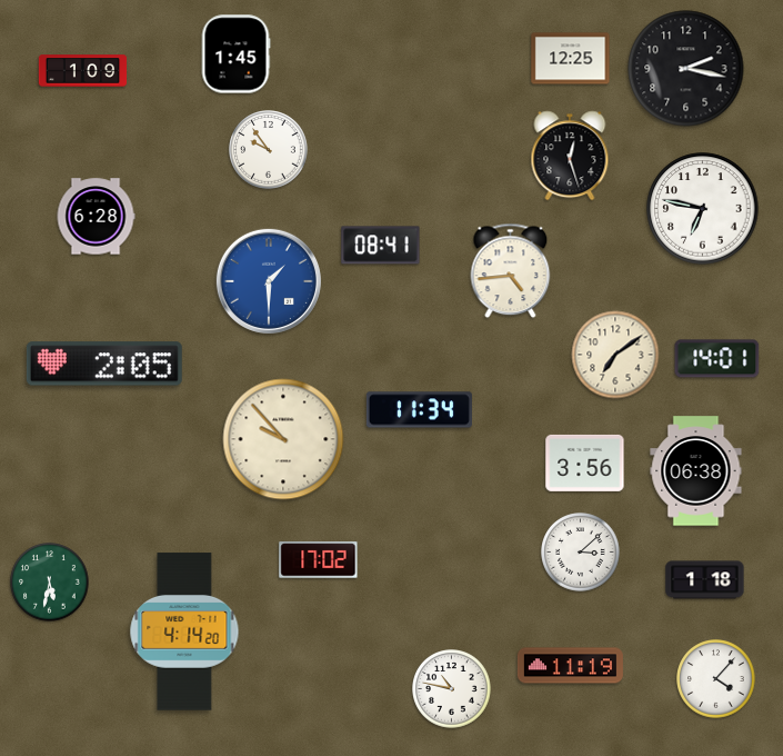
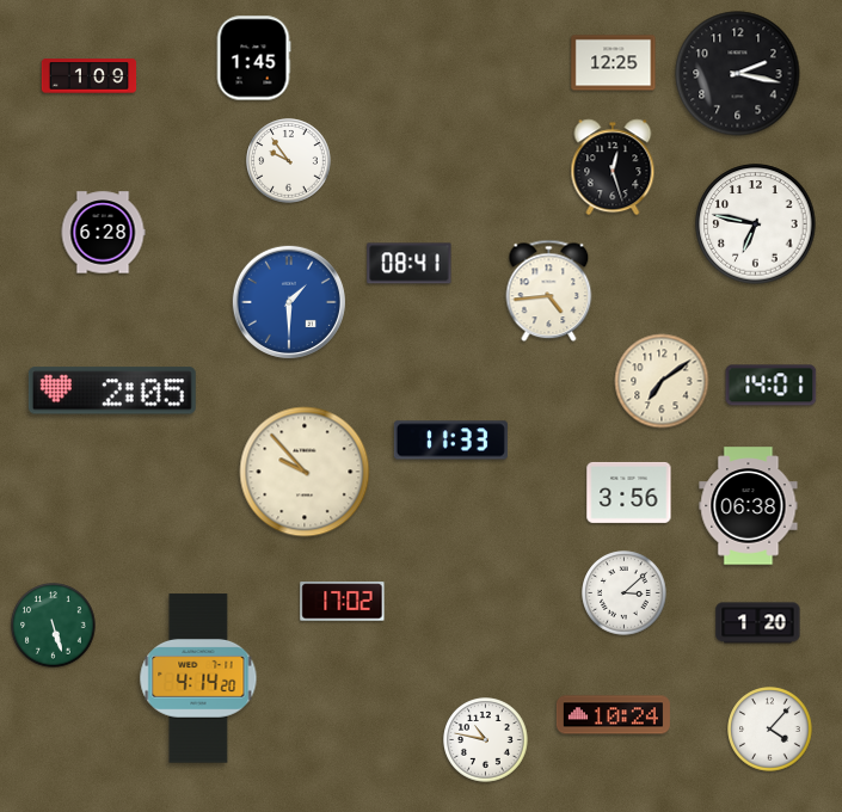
clock at (419, 410): 11:34 -> 11:33
clock at (585, 462) position: (585, 462) -> (629, 492)
clock at (705, 580): 1:18 -> 1:20
clock at (50, 583): 5:32 -> 5:27
clock at (570, 666): 11:19 -> 10:24
